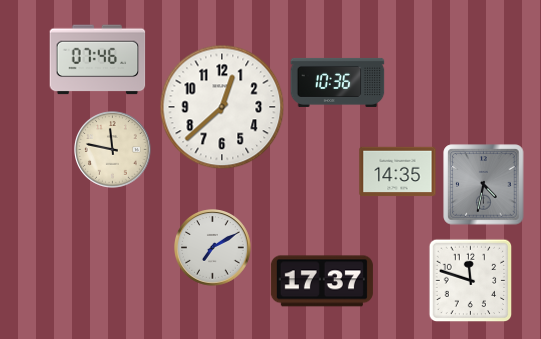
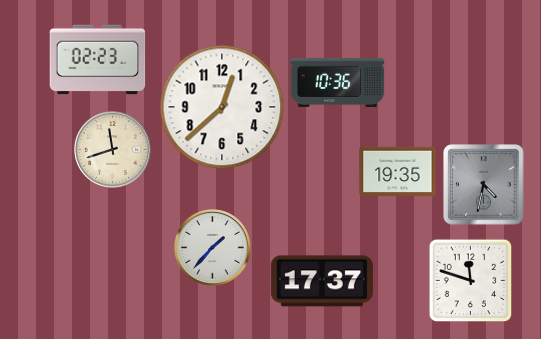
clock at (98, 60): 07:46 -> 02:23
clock at (113, 150): 11:47 -> 11:42
clock at (398, 172): 14:35 -> 19:35
clock at (213, 248): 7:10 -> 1:37
